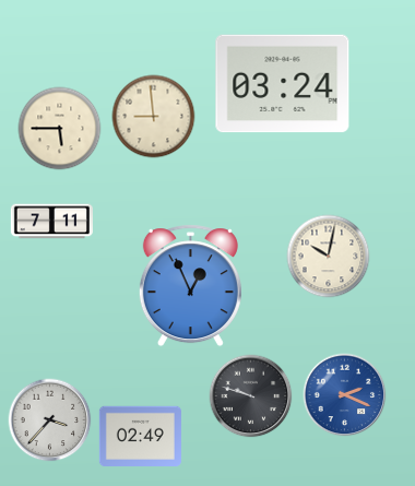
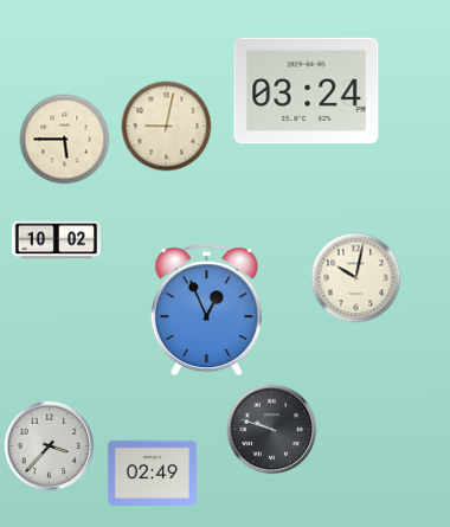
clock at (154, 117): 8:59 -> 9:02
clock at (51, 222): 7:11 -> 10:02
clock at (345, 395): 2:19 -> none
clock at (50, 420) position: (50, 420) -> (50, 446)
